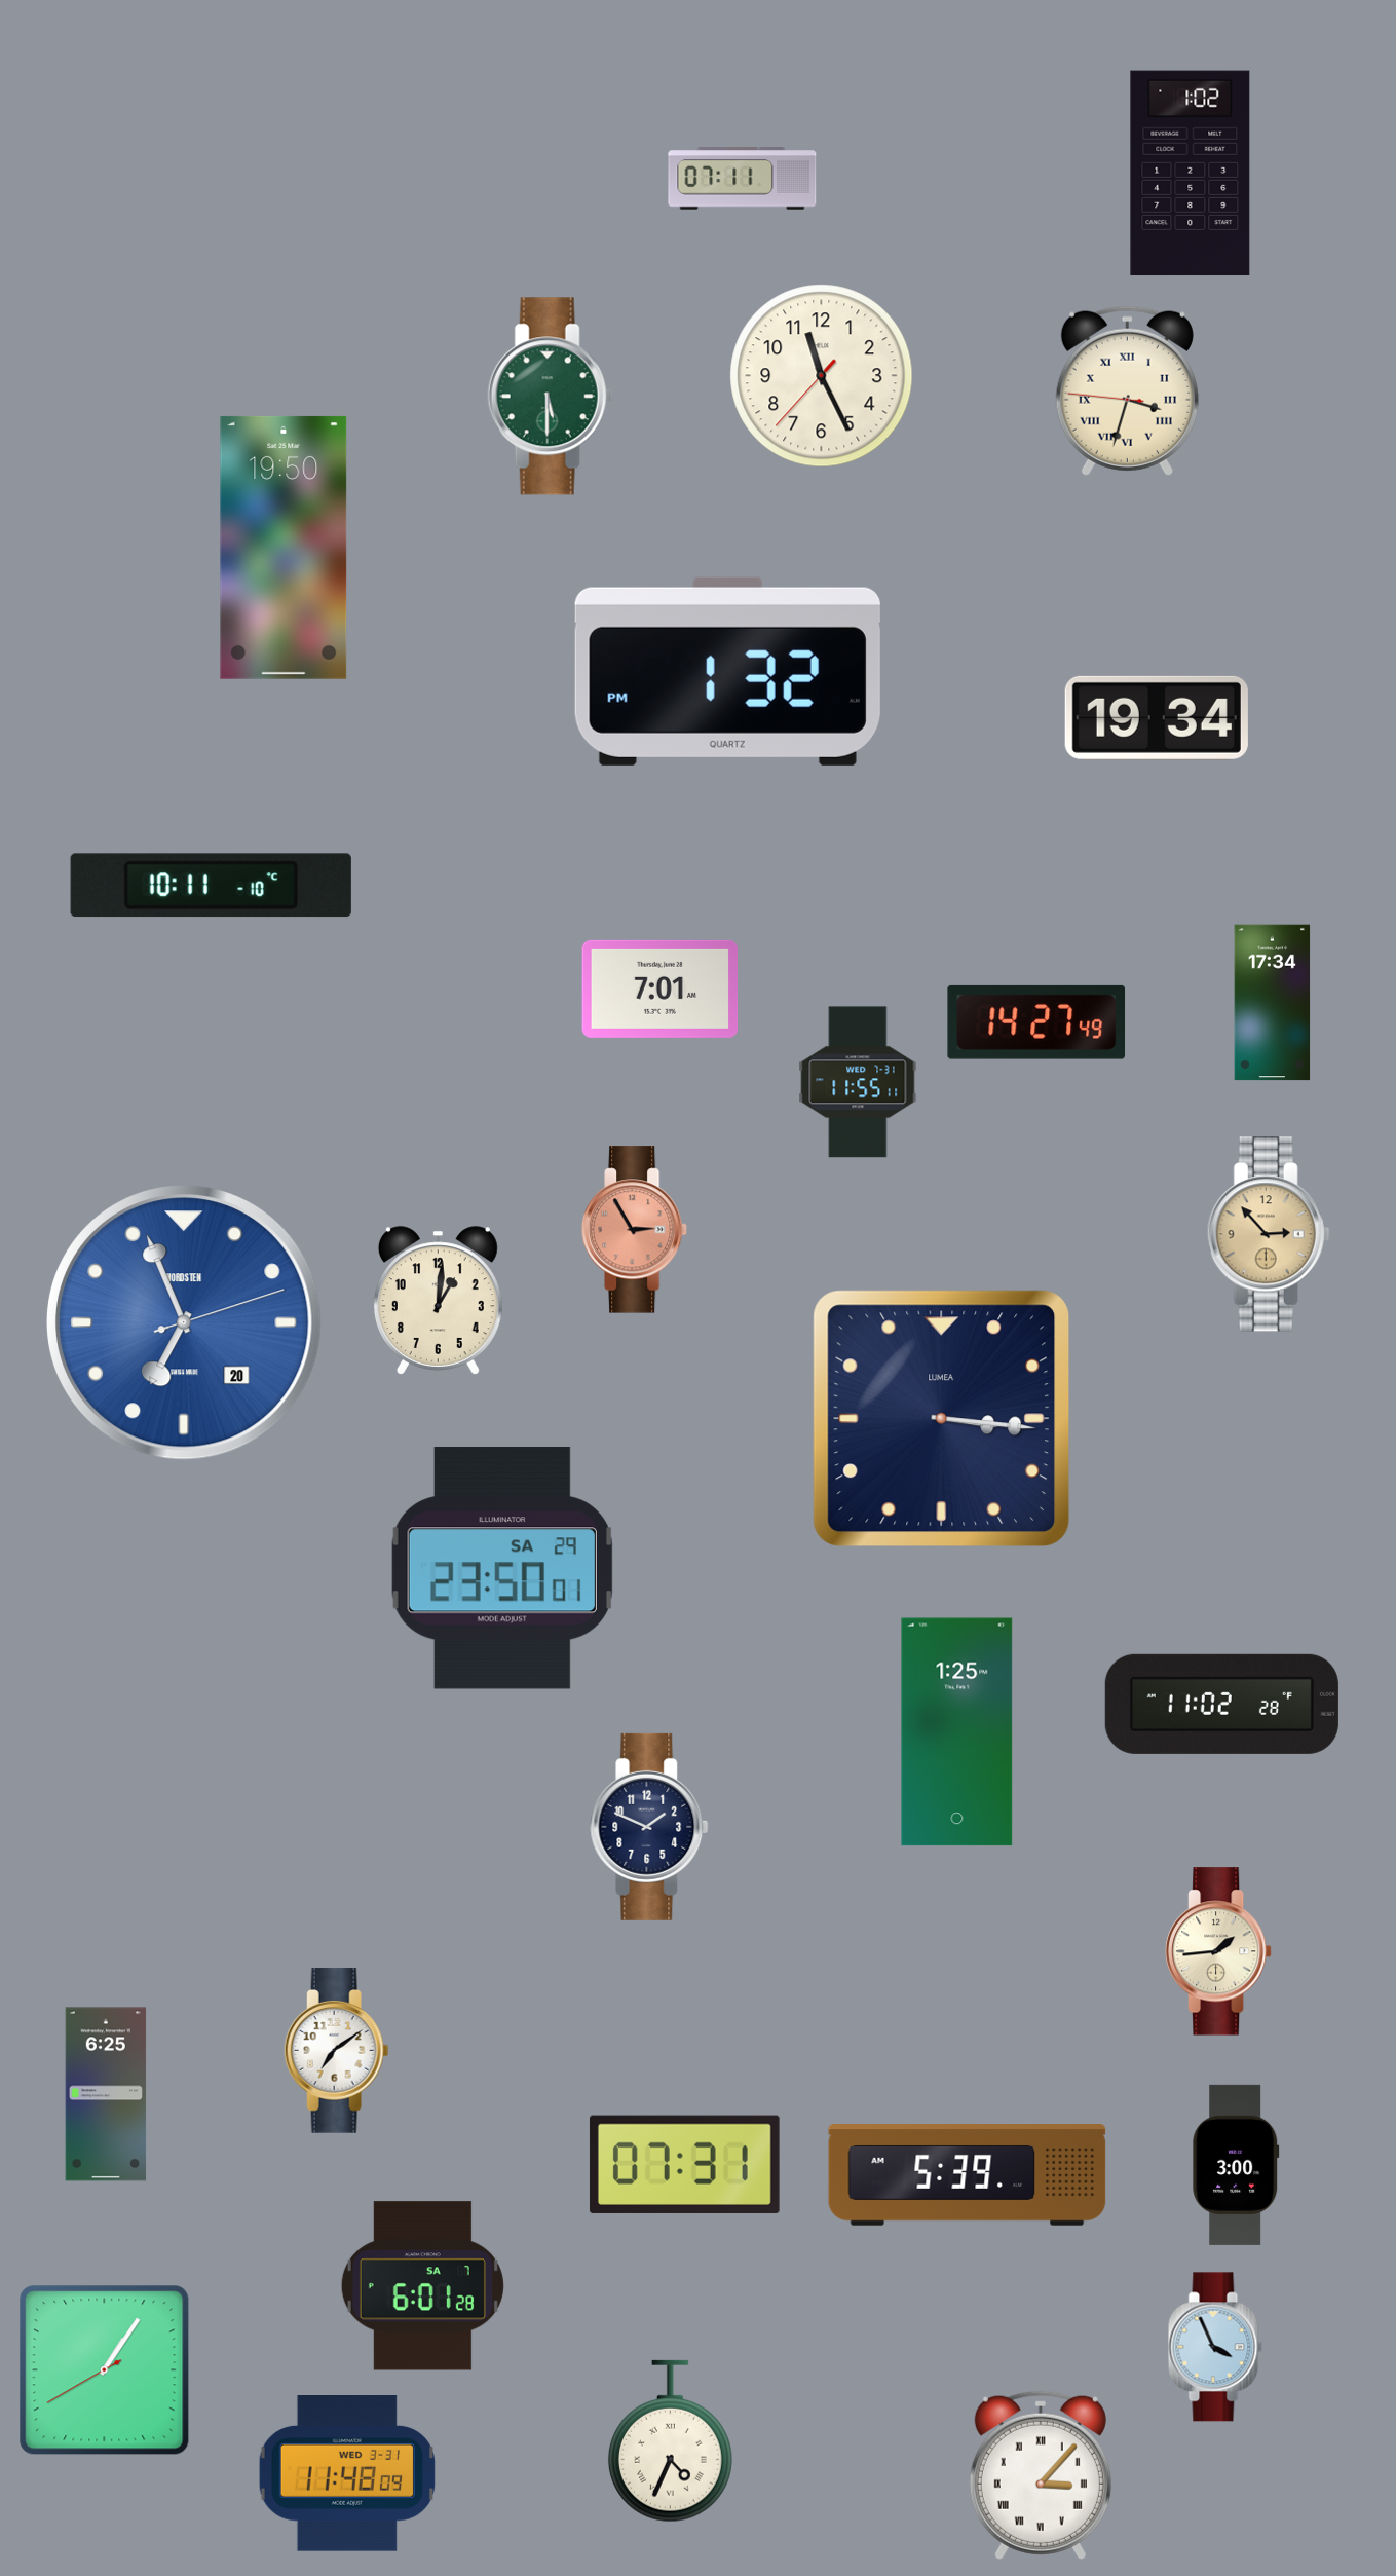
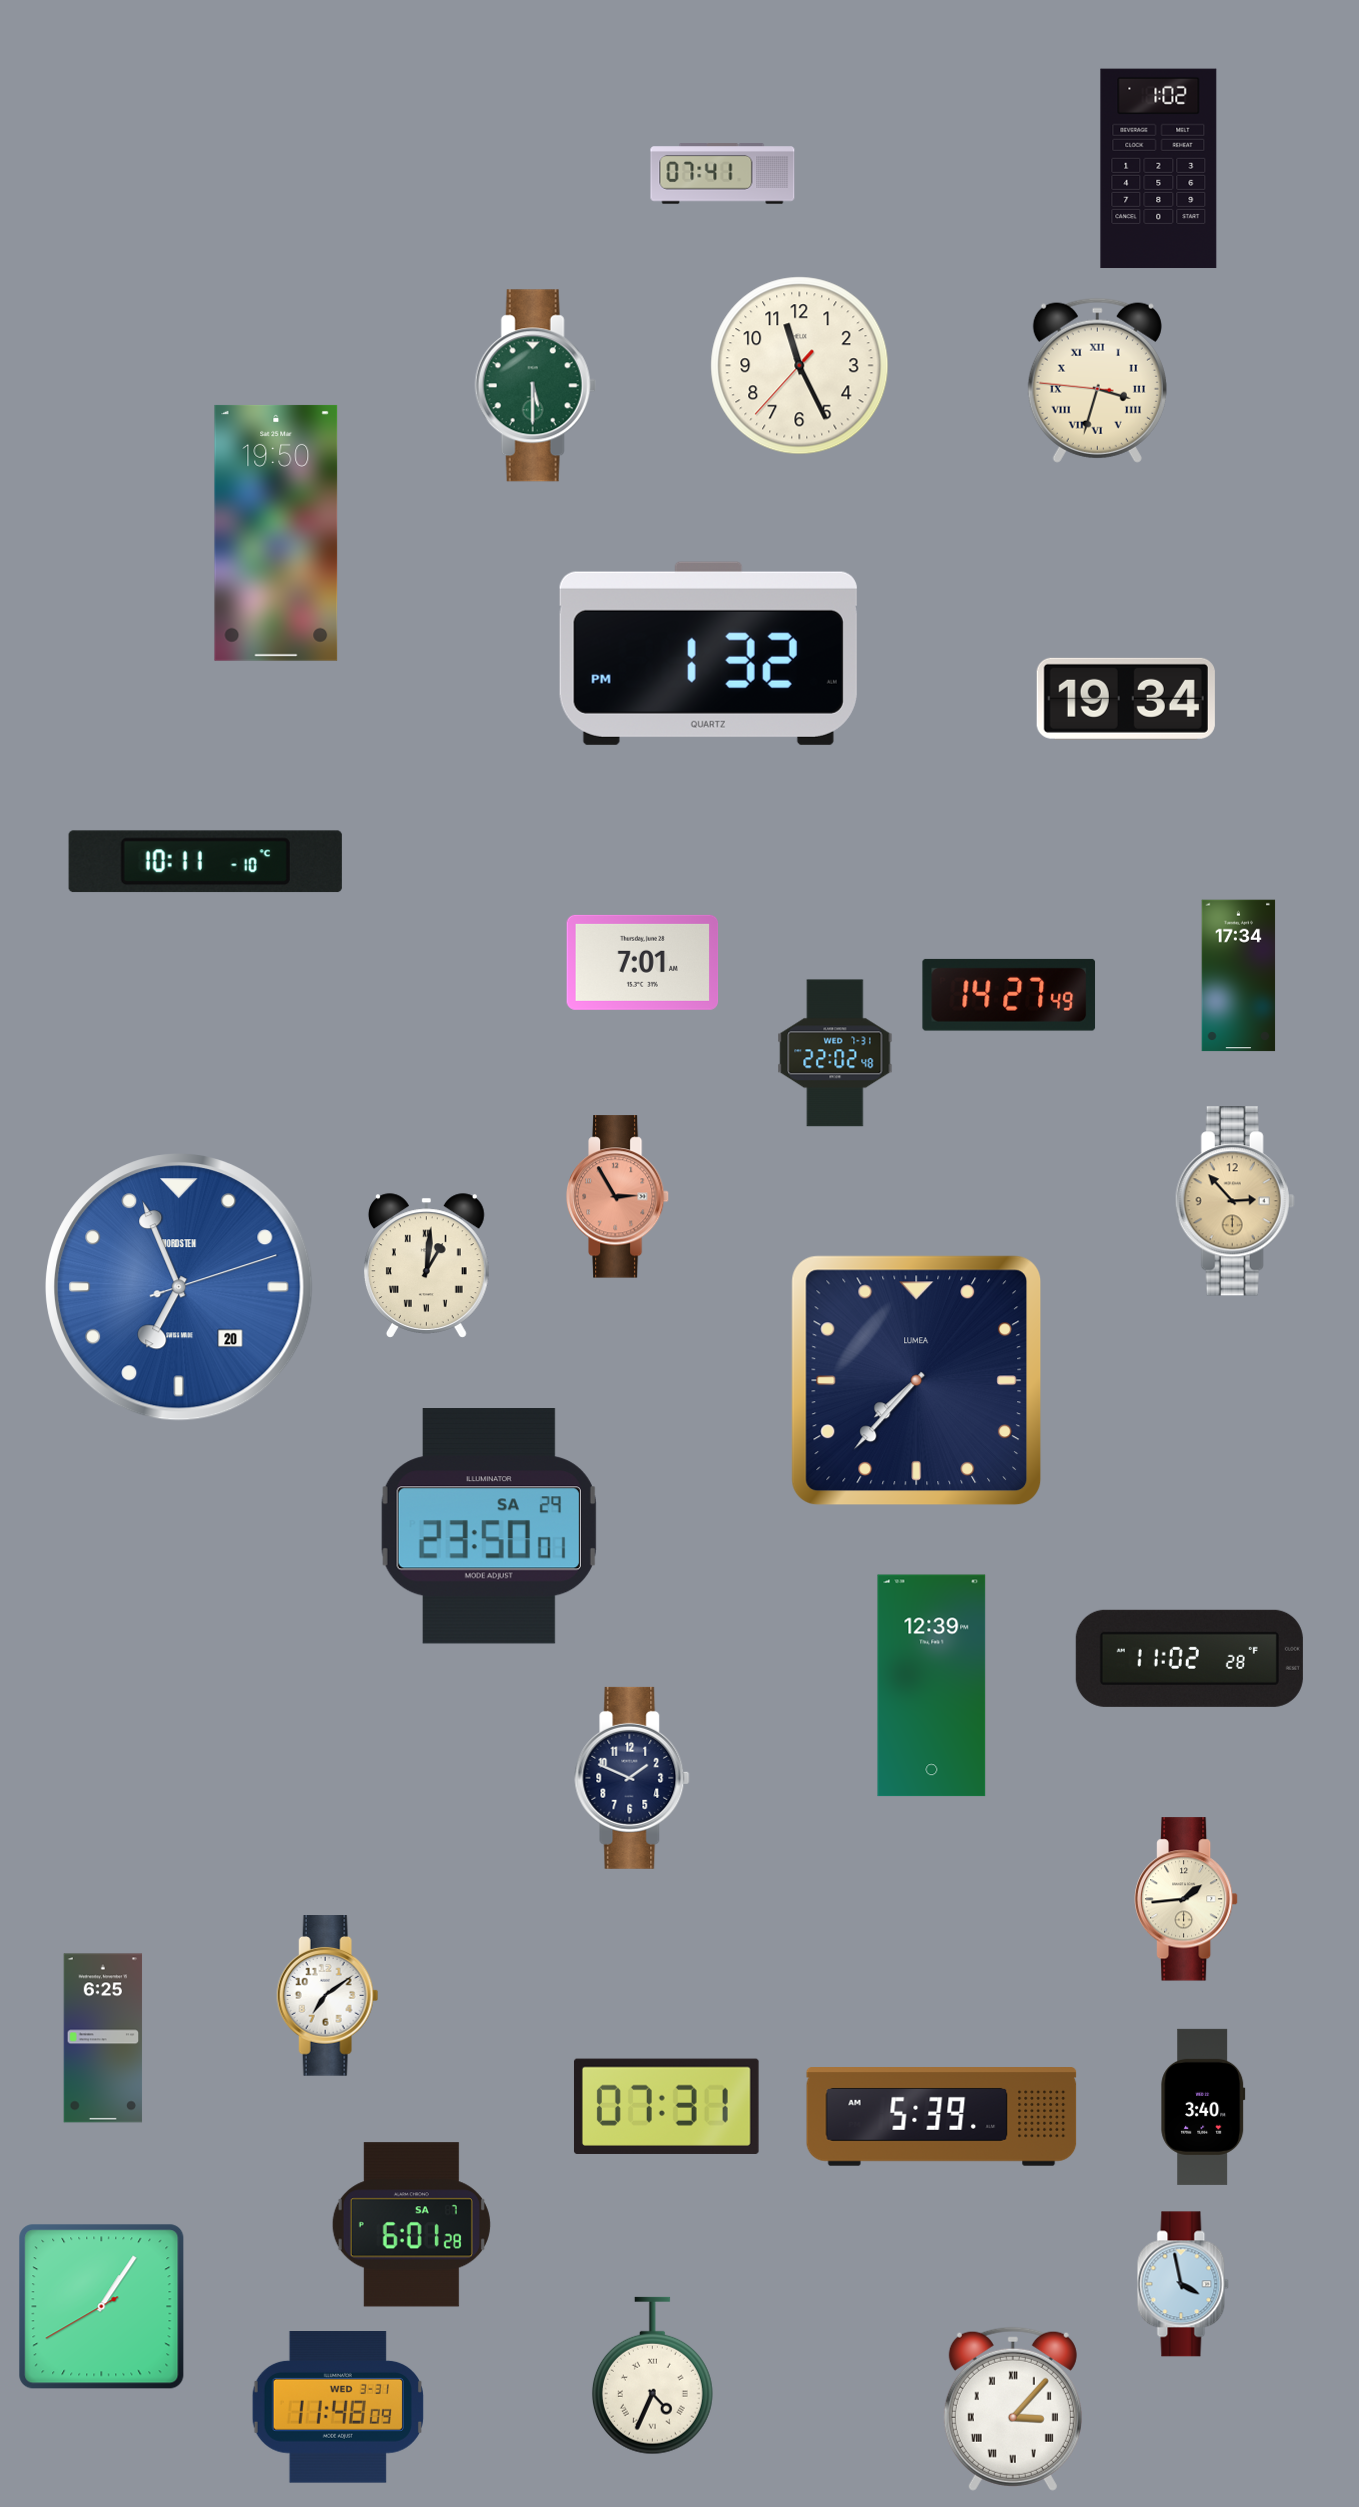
clock at (743, 179): 07:11 -> 07:41
clock at (858, 1082): 11:55 -> 22:02
clock at (438, 1301) numerals: Arabic -> Roman
clock at (942, 1419): 3:16 -> 7:37
clock at (957, 1732): 1:25 -> 12:39
clock at (1236, 2165): 3:00 -> 3:40
clock at (1215, 2347): 3:56 -> 3:58
